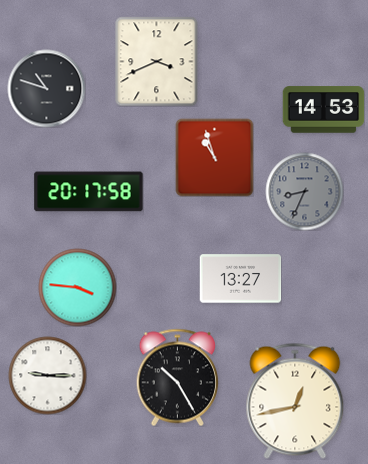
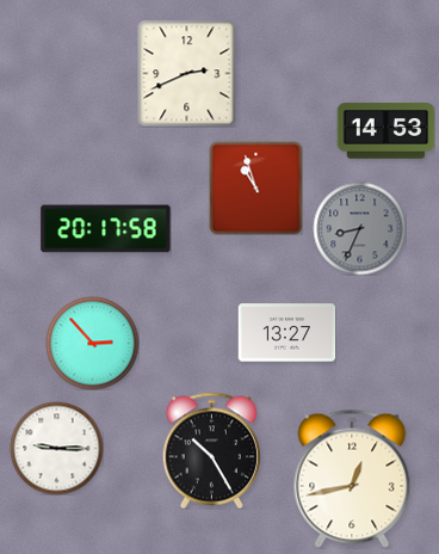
clock at (157, 61): 3:41 -> 2:41
clock at (46, 88): 10:48 -> none
clock at (304, 191) position: (304, 191) -> (359, 228)
clock at (77, 287): 3:46 -> 2:53
